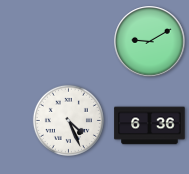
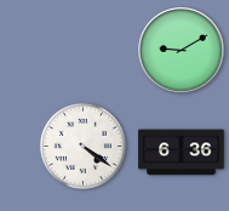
clock at (68, 120): 4:26 -> 4:21
